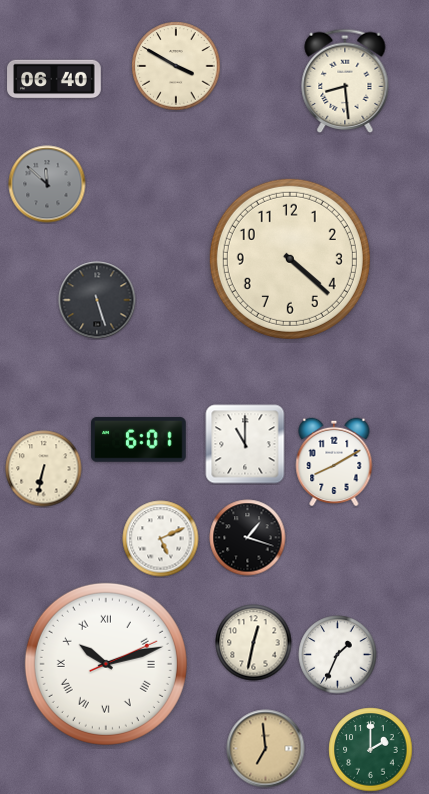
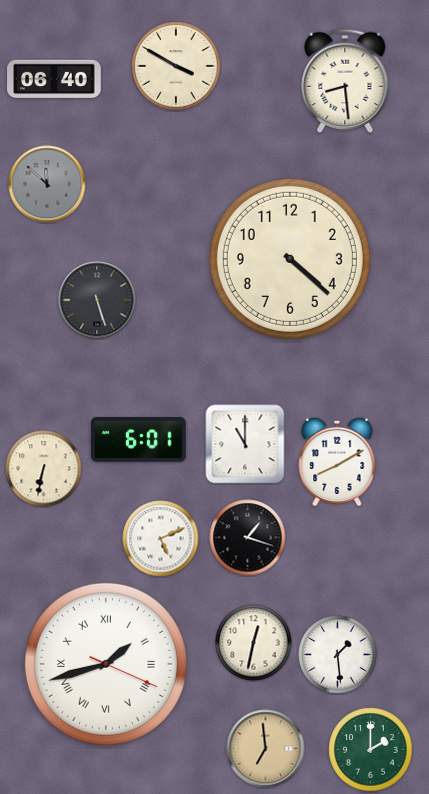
clock at (334, 462) position: (334, 462) -> (337, 462)
clock at (338, 655): 1:34 -> 1:29
clock at (106, 664): 10:12 -> 1:42
